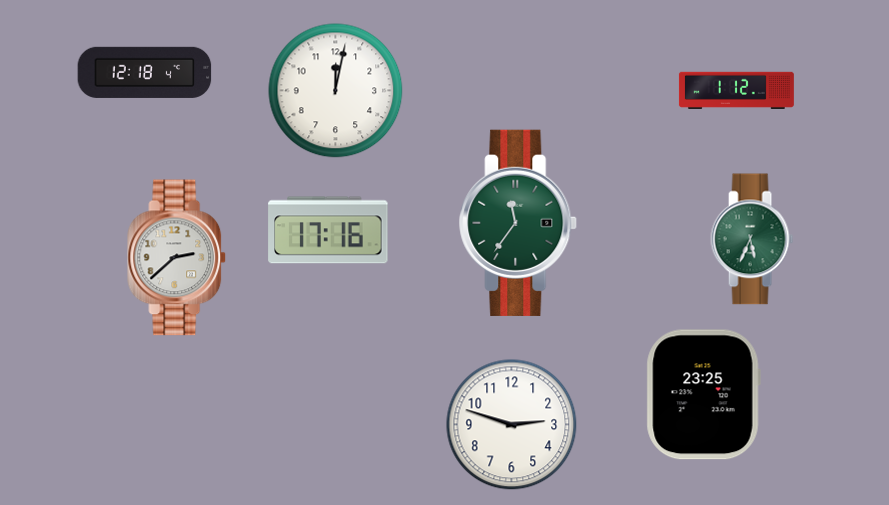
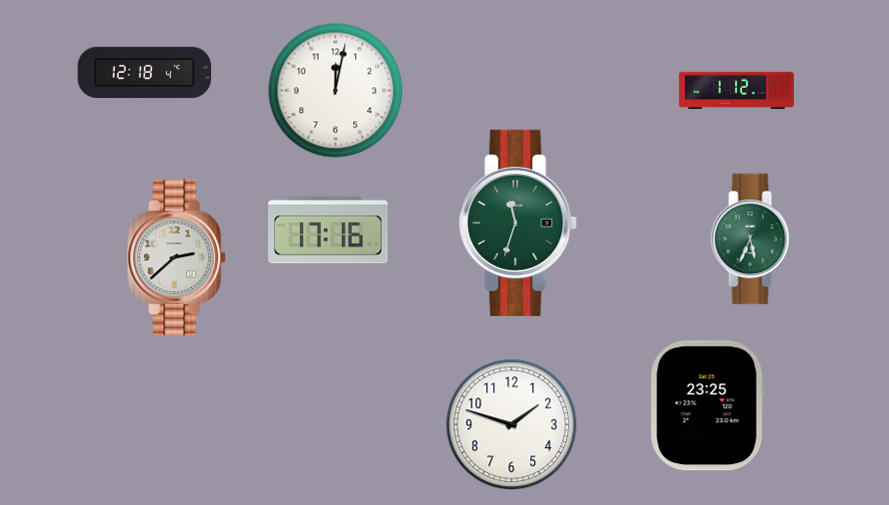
clock at (519, 223): 11:36 -> 11:33
clock at (703, 395) position: (703, 395) -> (707, 406)
clock at (512, 425): 2:48 -> 1:48
